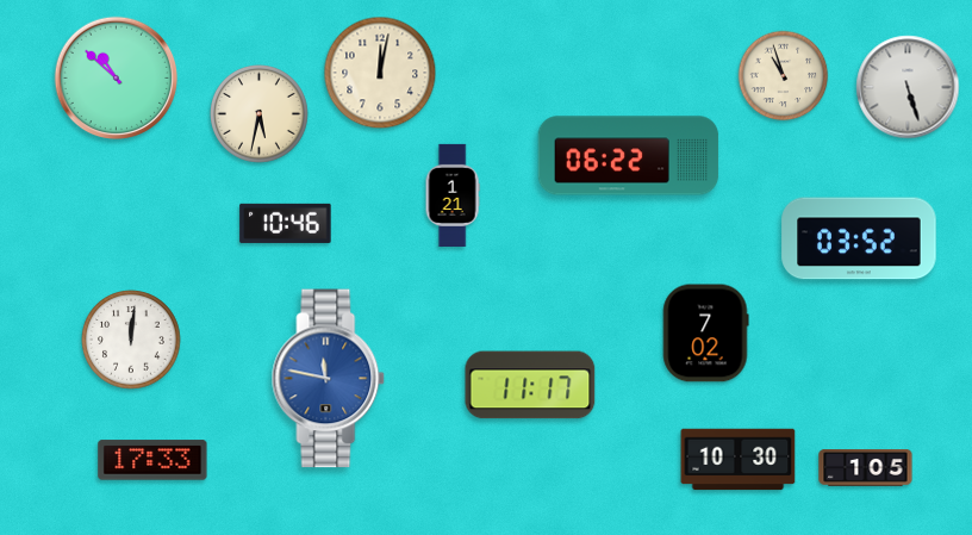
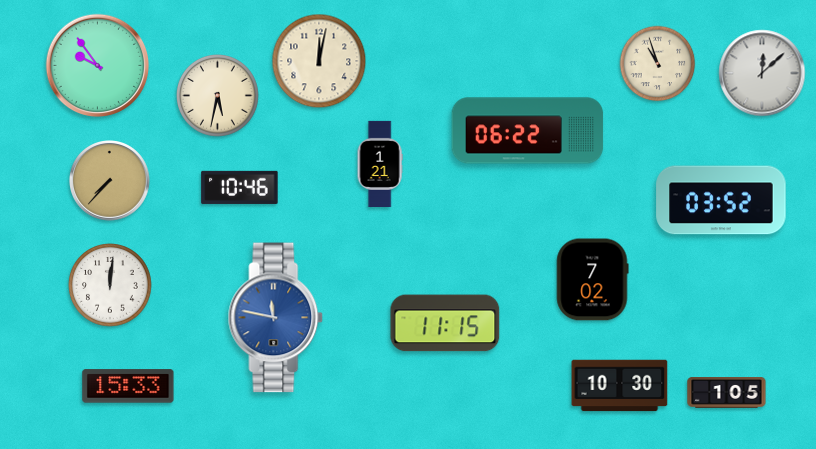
clock at (117, 79): 10:52 -> 9:54
clock at (908, 87): 5:27 -> 12:08
clock at (110, 181): none -> 7:37
clock at (530, 385): 11:17 -> 11:15
clock at (152, 460): 17:33 -> 15:33
